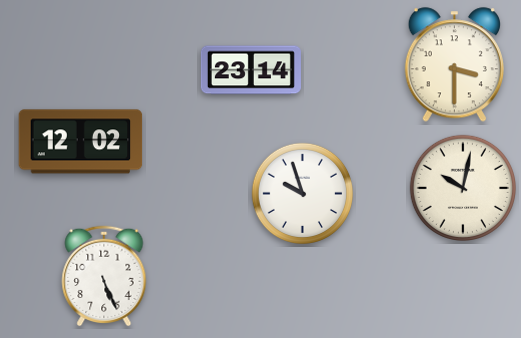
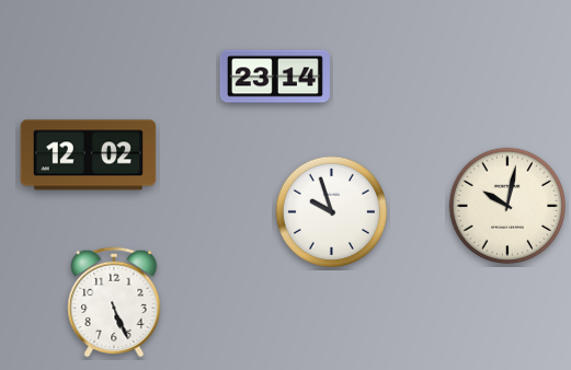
clock at (454, 65): 3:30 -> none
